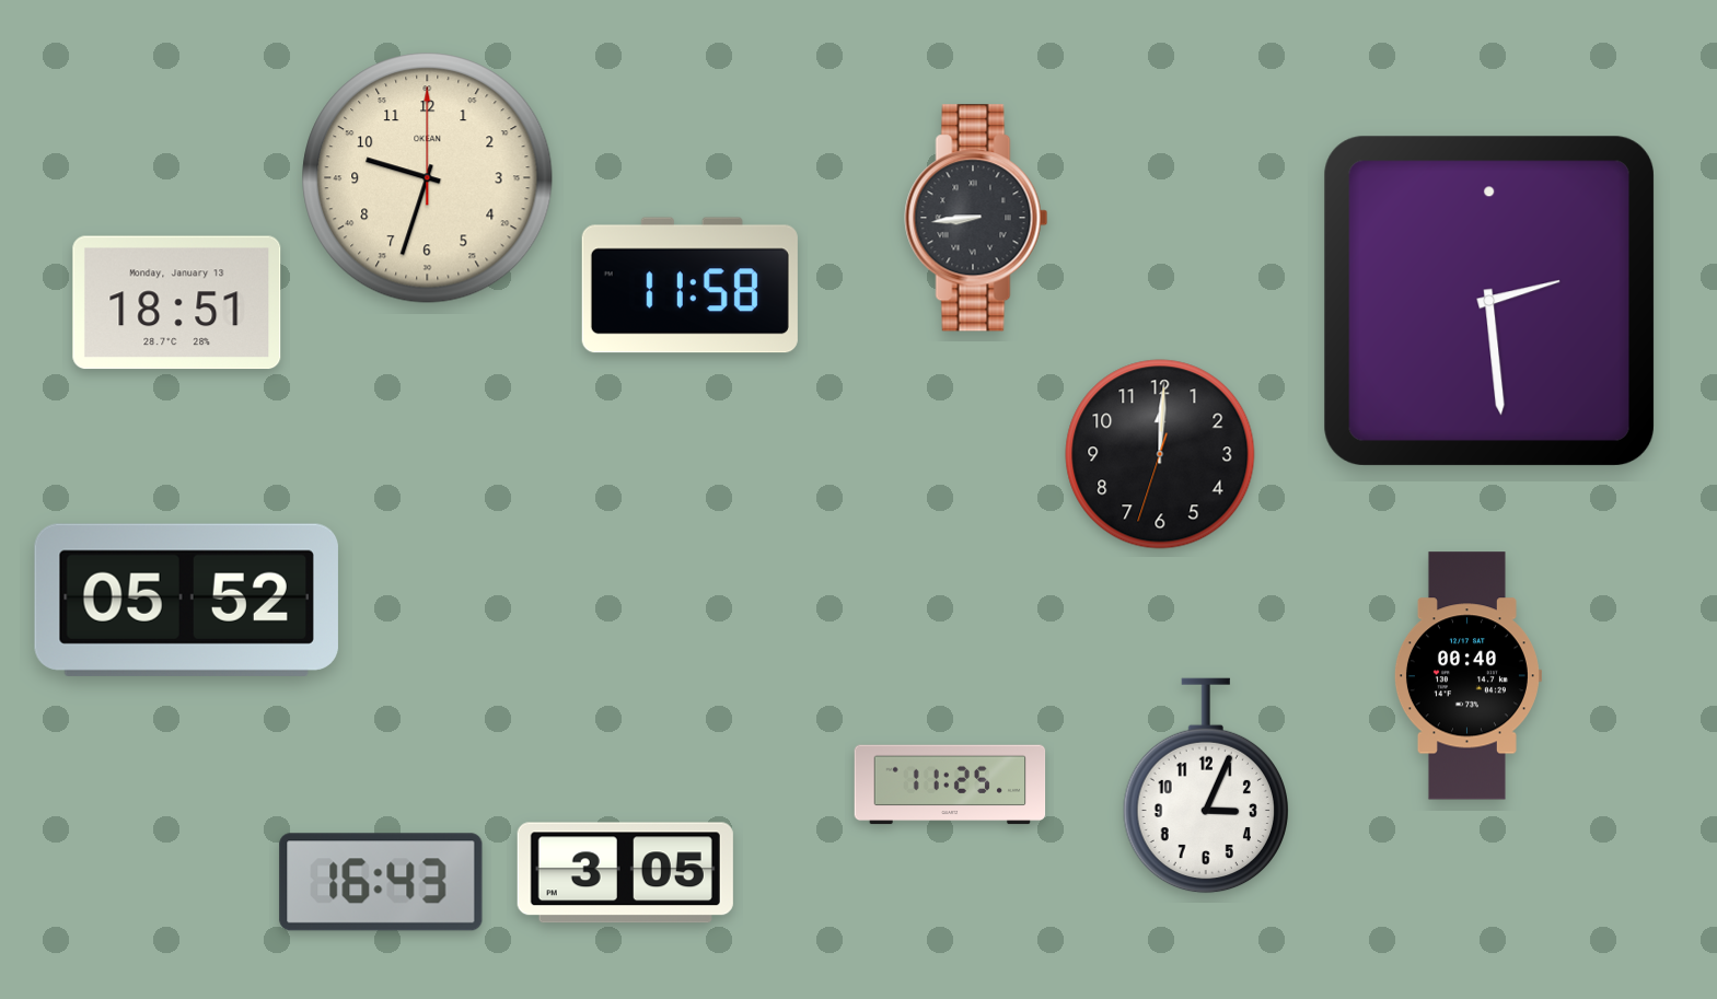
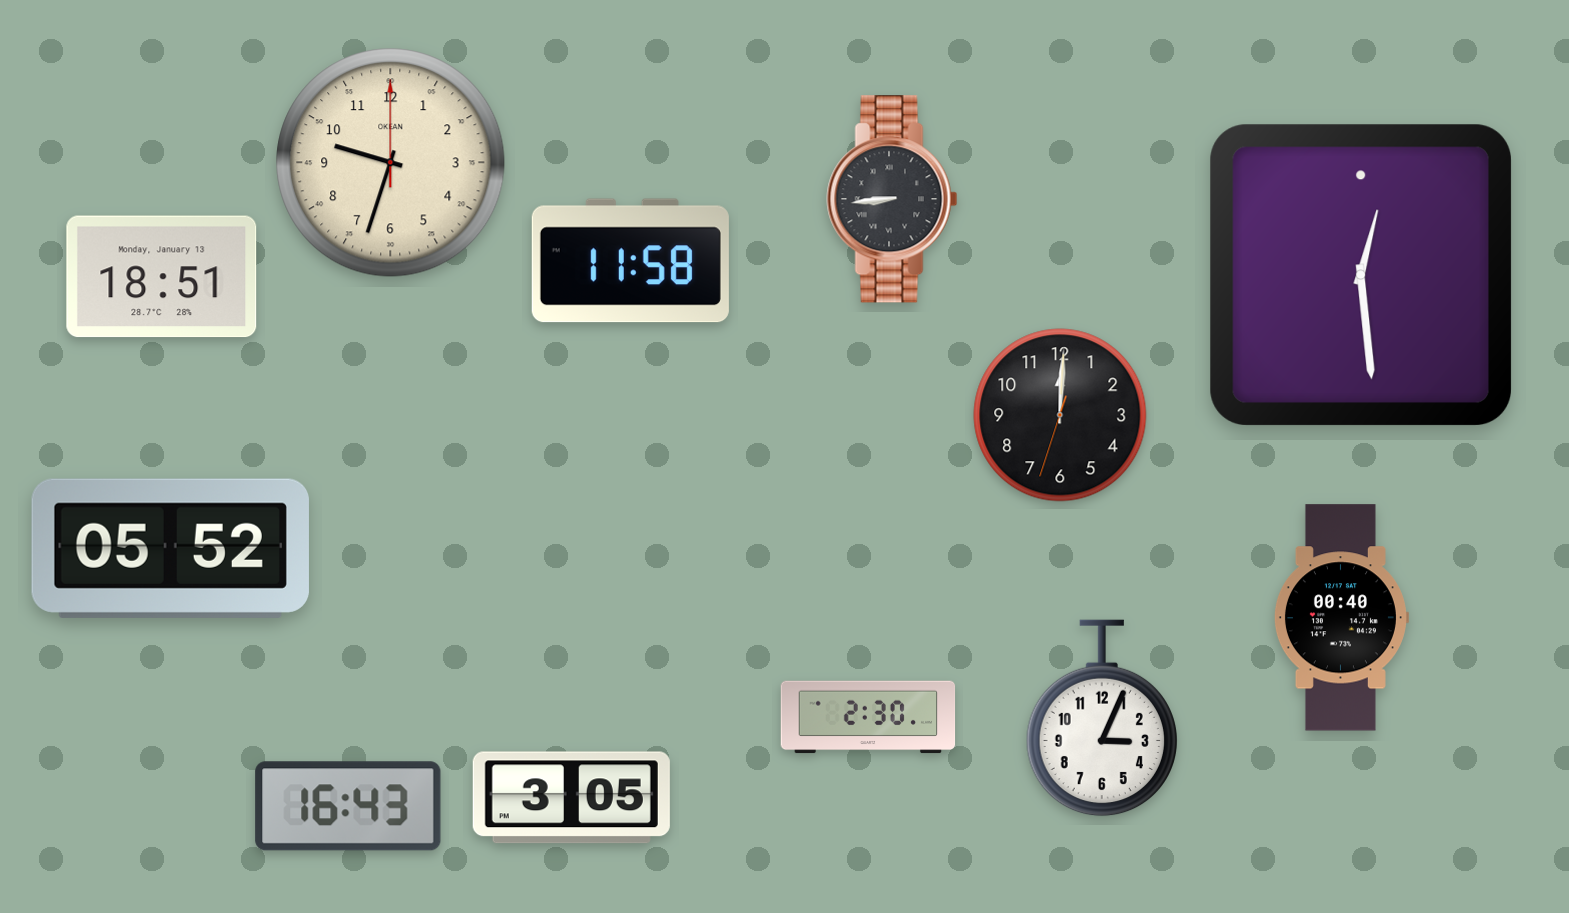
clock at (1489, 301): 2:29 -> 12:29
clock at (950, 785): 11:25 -> 2:30
